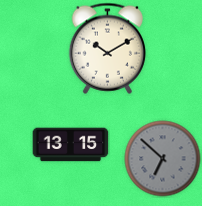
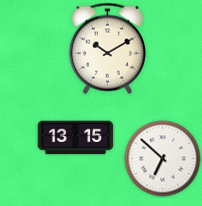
clock at (71, 145) position: (71, 145) -> (76, 138)
clock at (163, 159) dial: grey -> white
